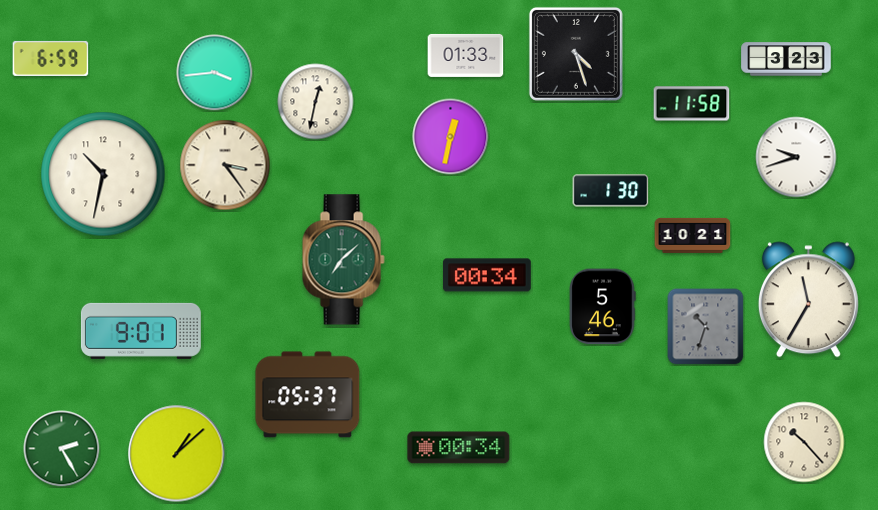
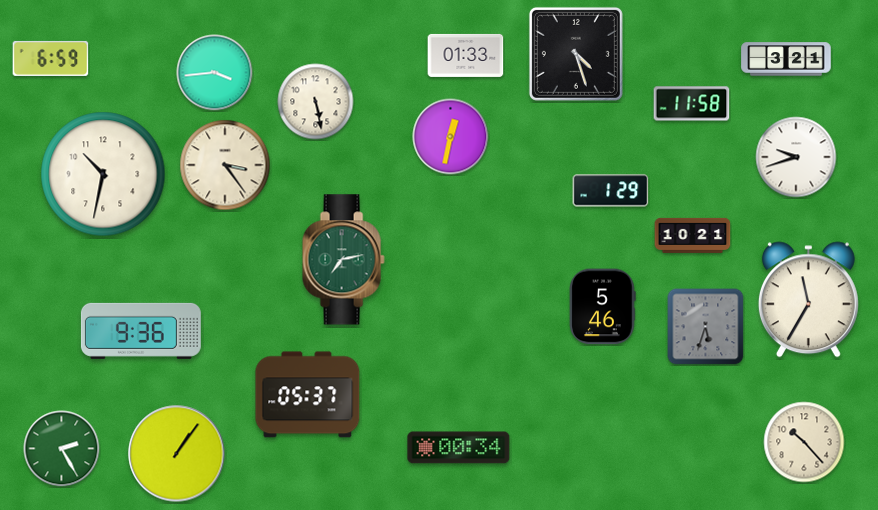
clock at (786, 59): 3:23 -> 3:21
clock at (316, 102): 12:32 -> 5:28
clock at (611, 191): 1:30 -> 1:29
clock at (343, 260): 7:08 -> 7:13
clock at (488, 275): 00:34 -> none
clock at (706, 327): 10:33 -> 5:33
clock at (141, 331): 9:01 -> 9:36
clock at (177, 454): 1:08 -> 1:06
